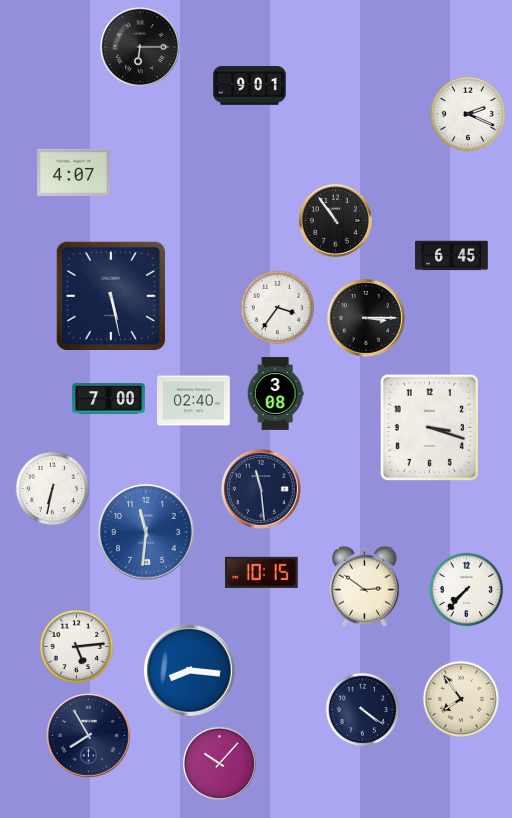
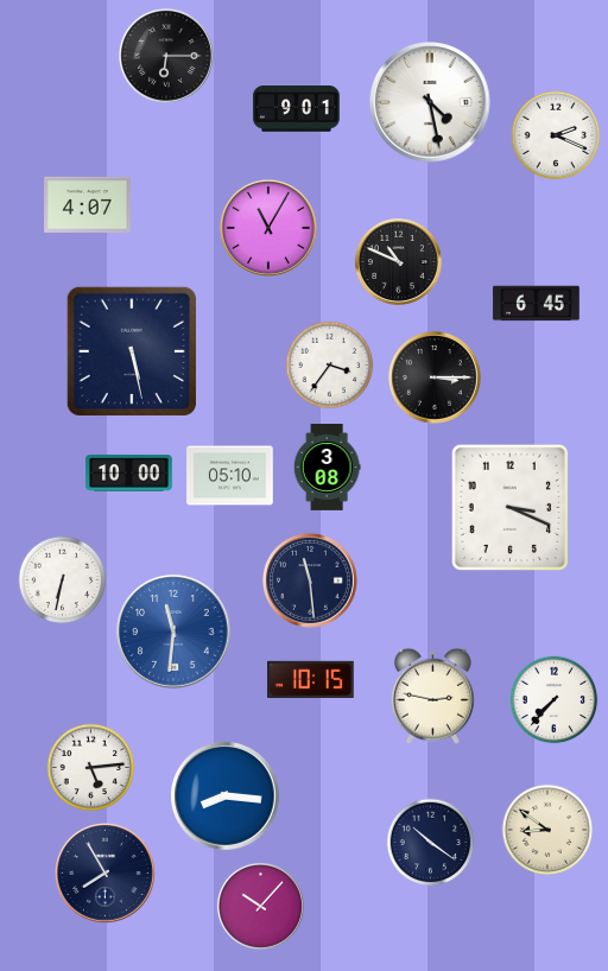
clock at (250, 86) position: (250, 86) -> (297, 109)
clock at (430, 102): none -> 4:28
clock at (268, 228): none -> 11:05
clock at (335, 220): 10:54 -> 10:49
clock at (109, 399): 7:00 -> 10:00
clock at (194, 401): 02:40 -> 05:10
clock at (429, 427): 3:18 -> 3:19
clock at (364, 586): 2:51 -> 2:47
clock at (461, 699): 7:54 -> 8:51
clock at (363, 710): 4:21 -> 10:21
